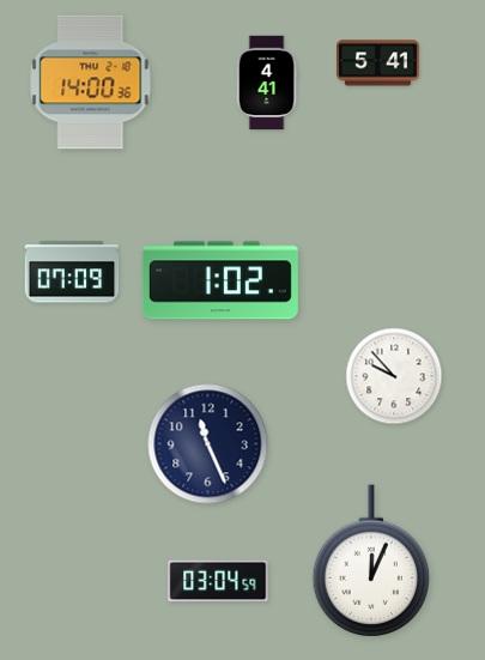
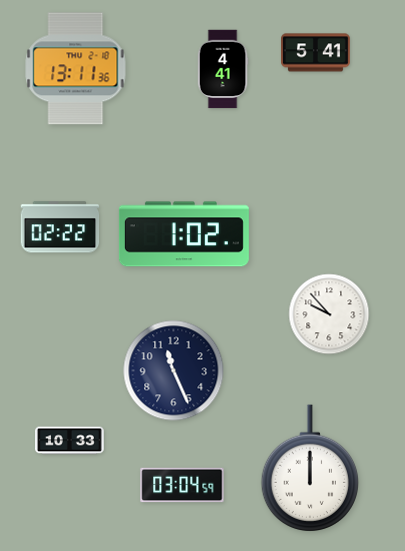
clock at (91, 83): 14:00 -> 13:11
clock at (72, 272): 07:09 -> 02:22
clock at (70, 441): none -> 10:33
clock at (370, 561): 12:04 -> 12:00
